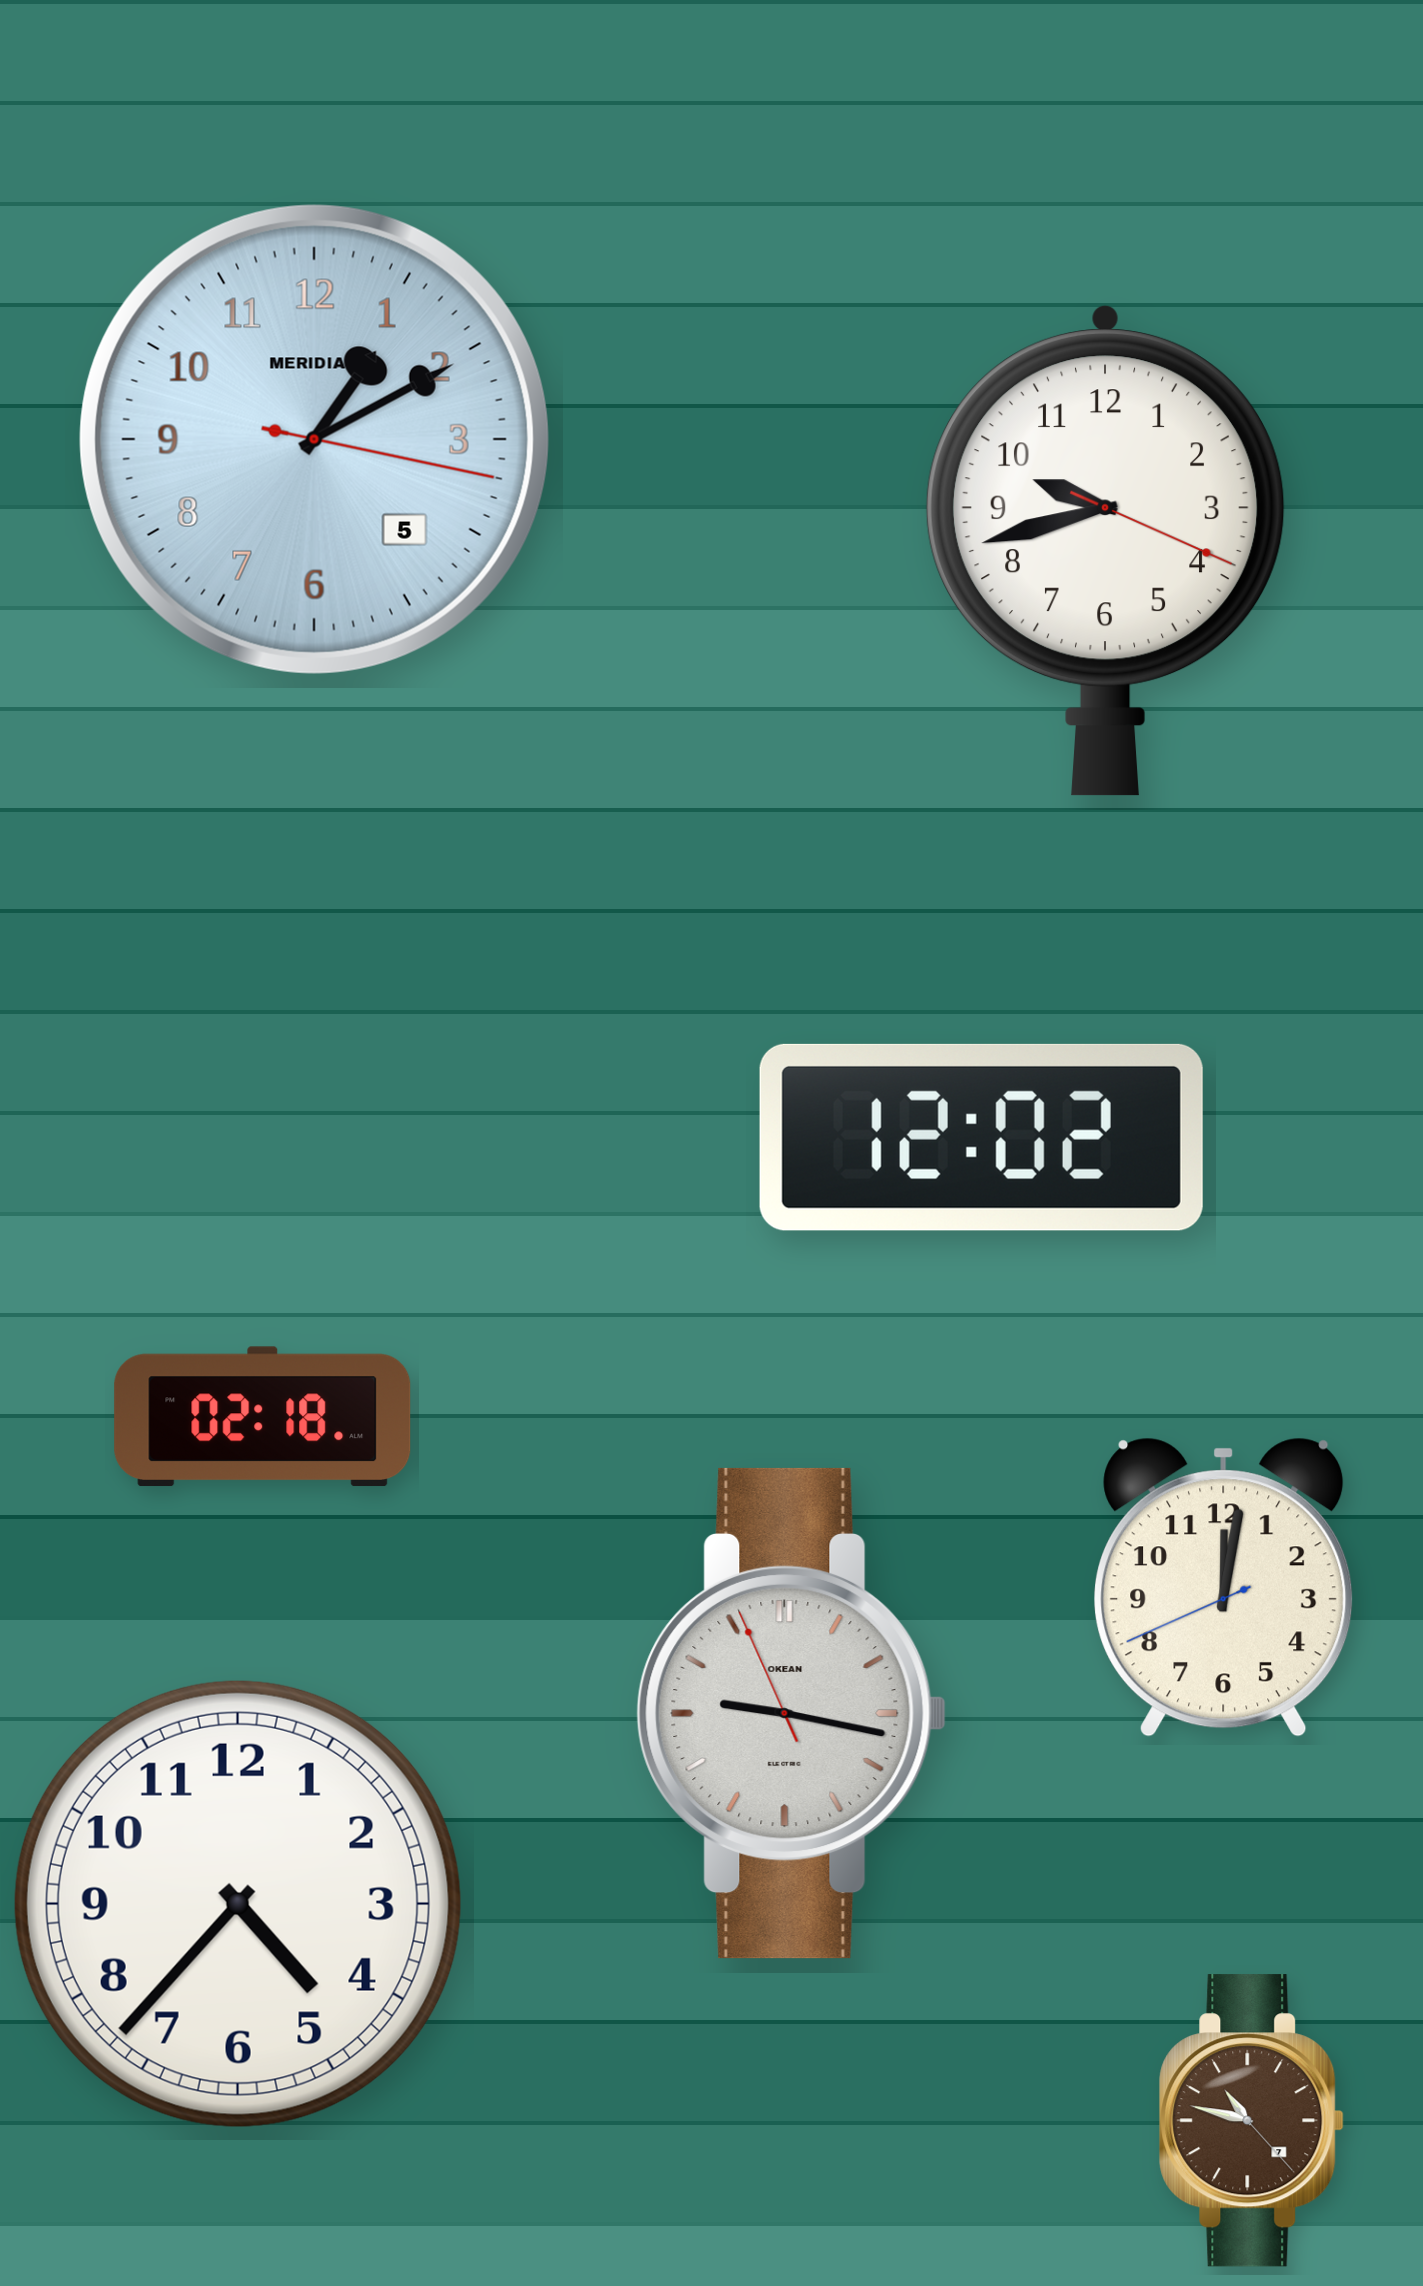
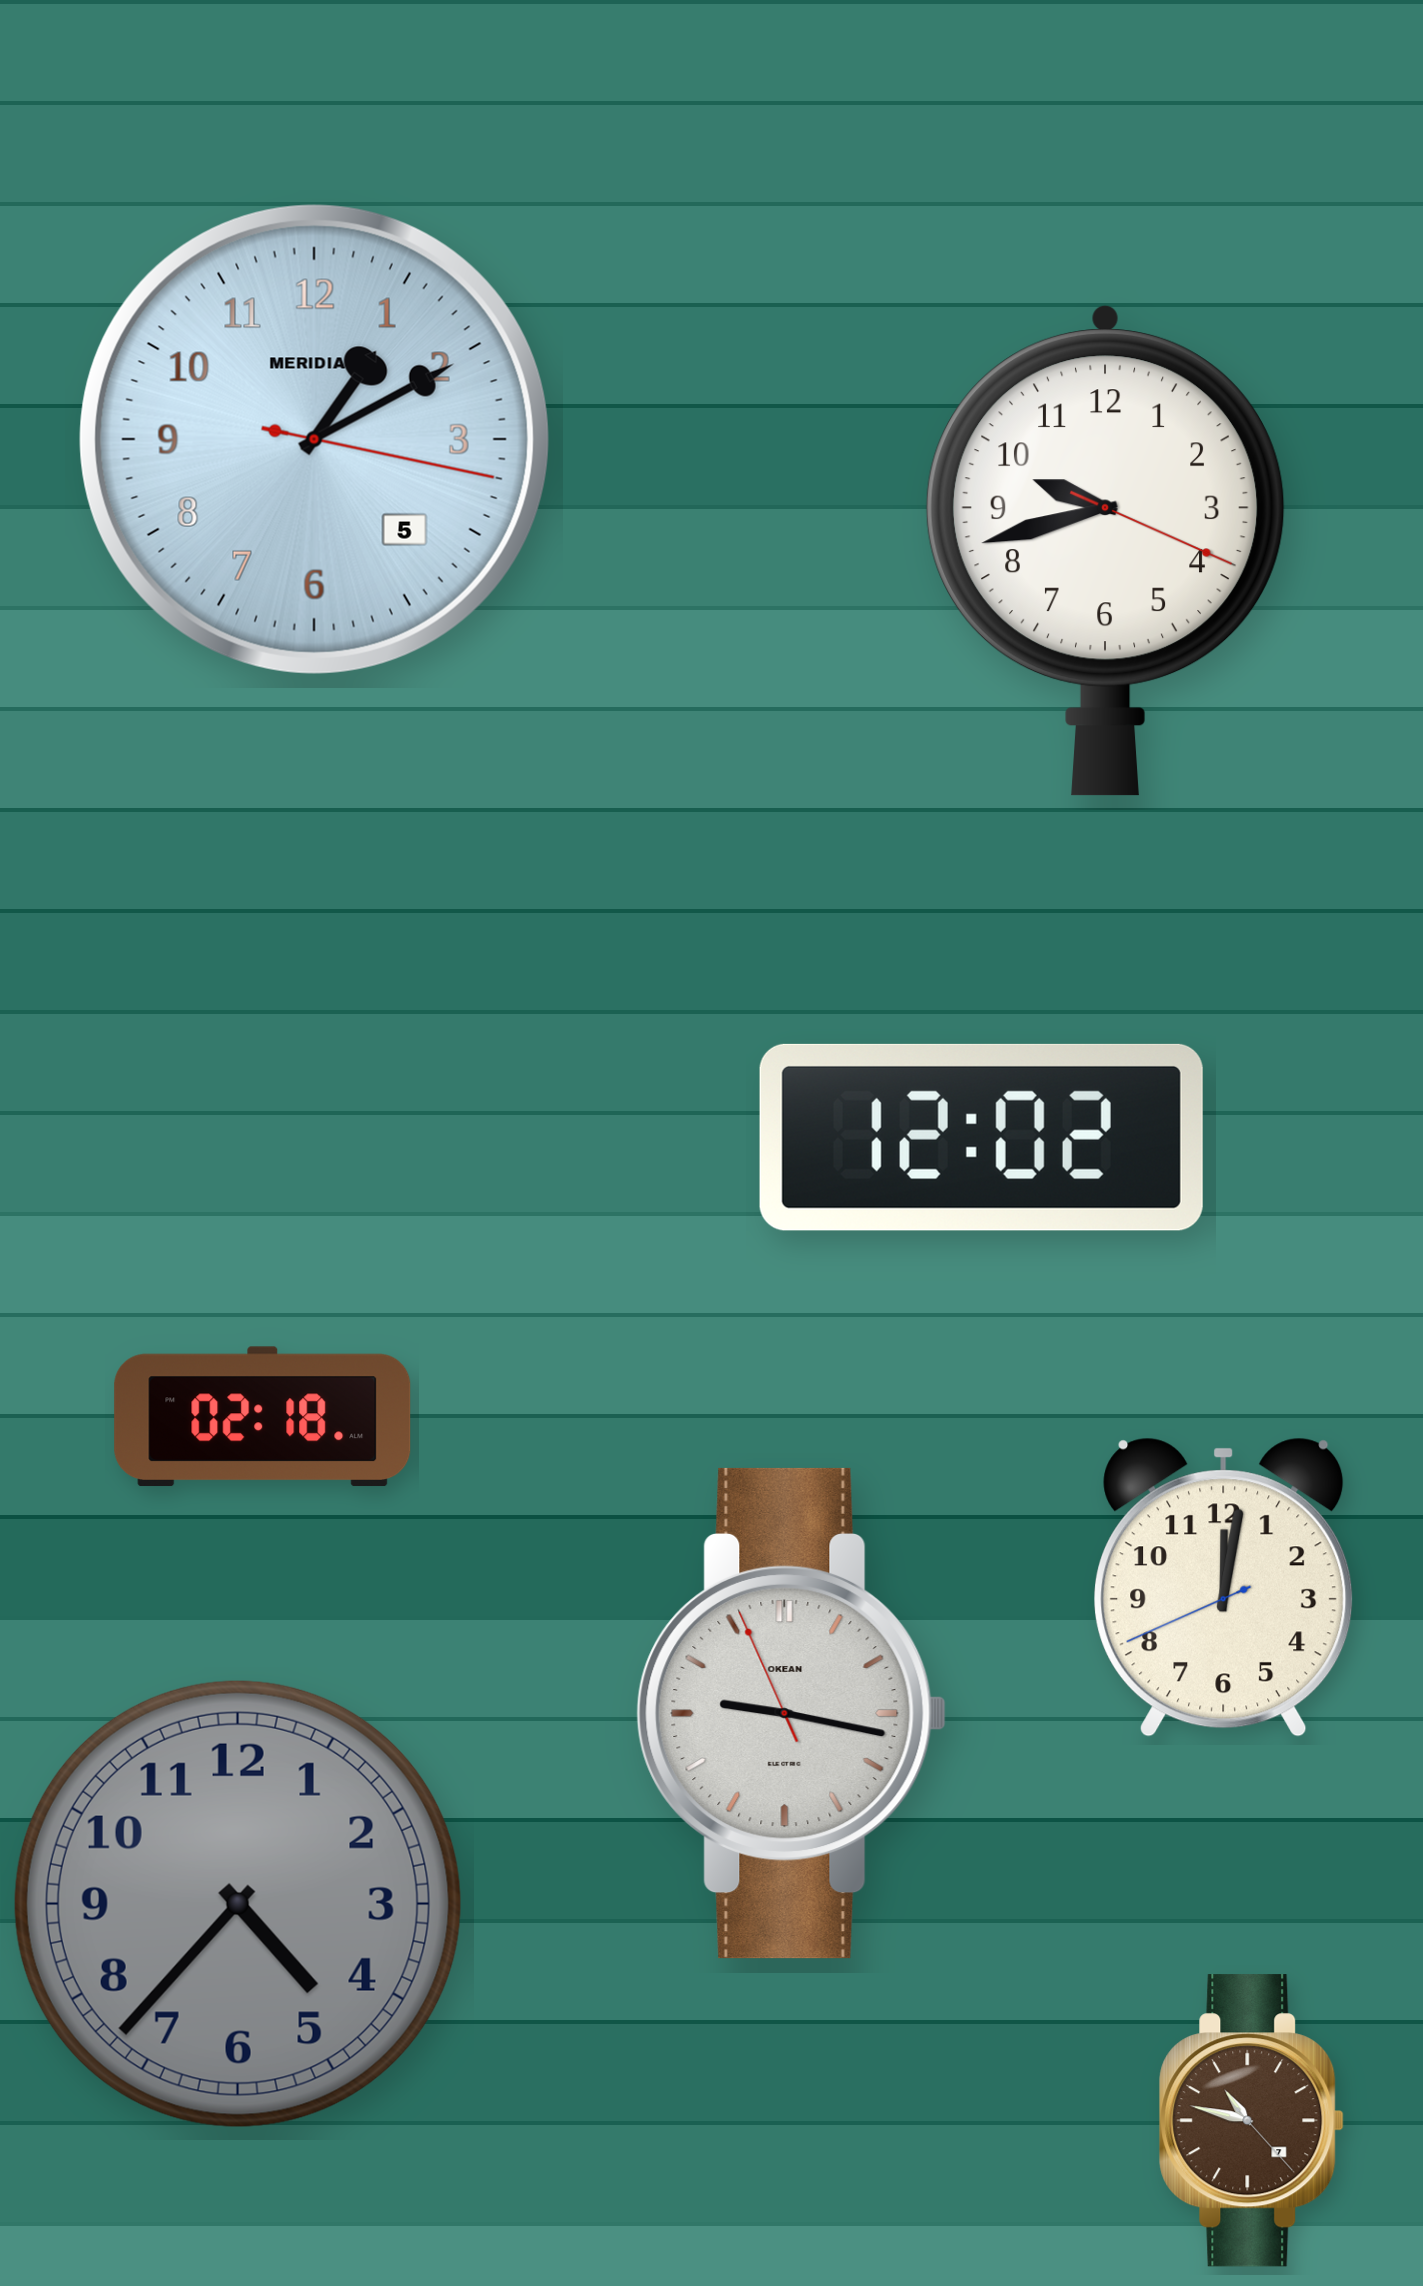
clock at (238, 1904) dial: white -> grey
